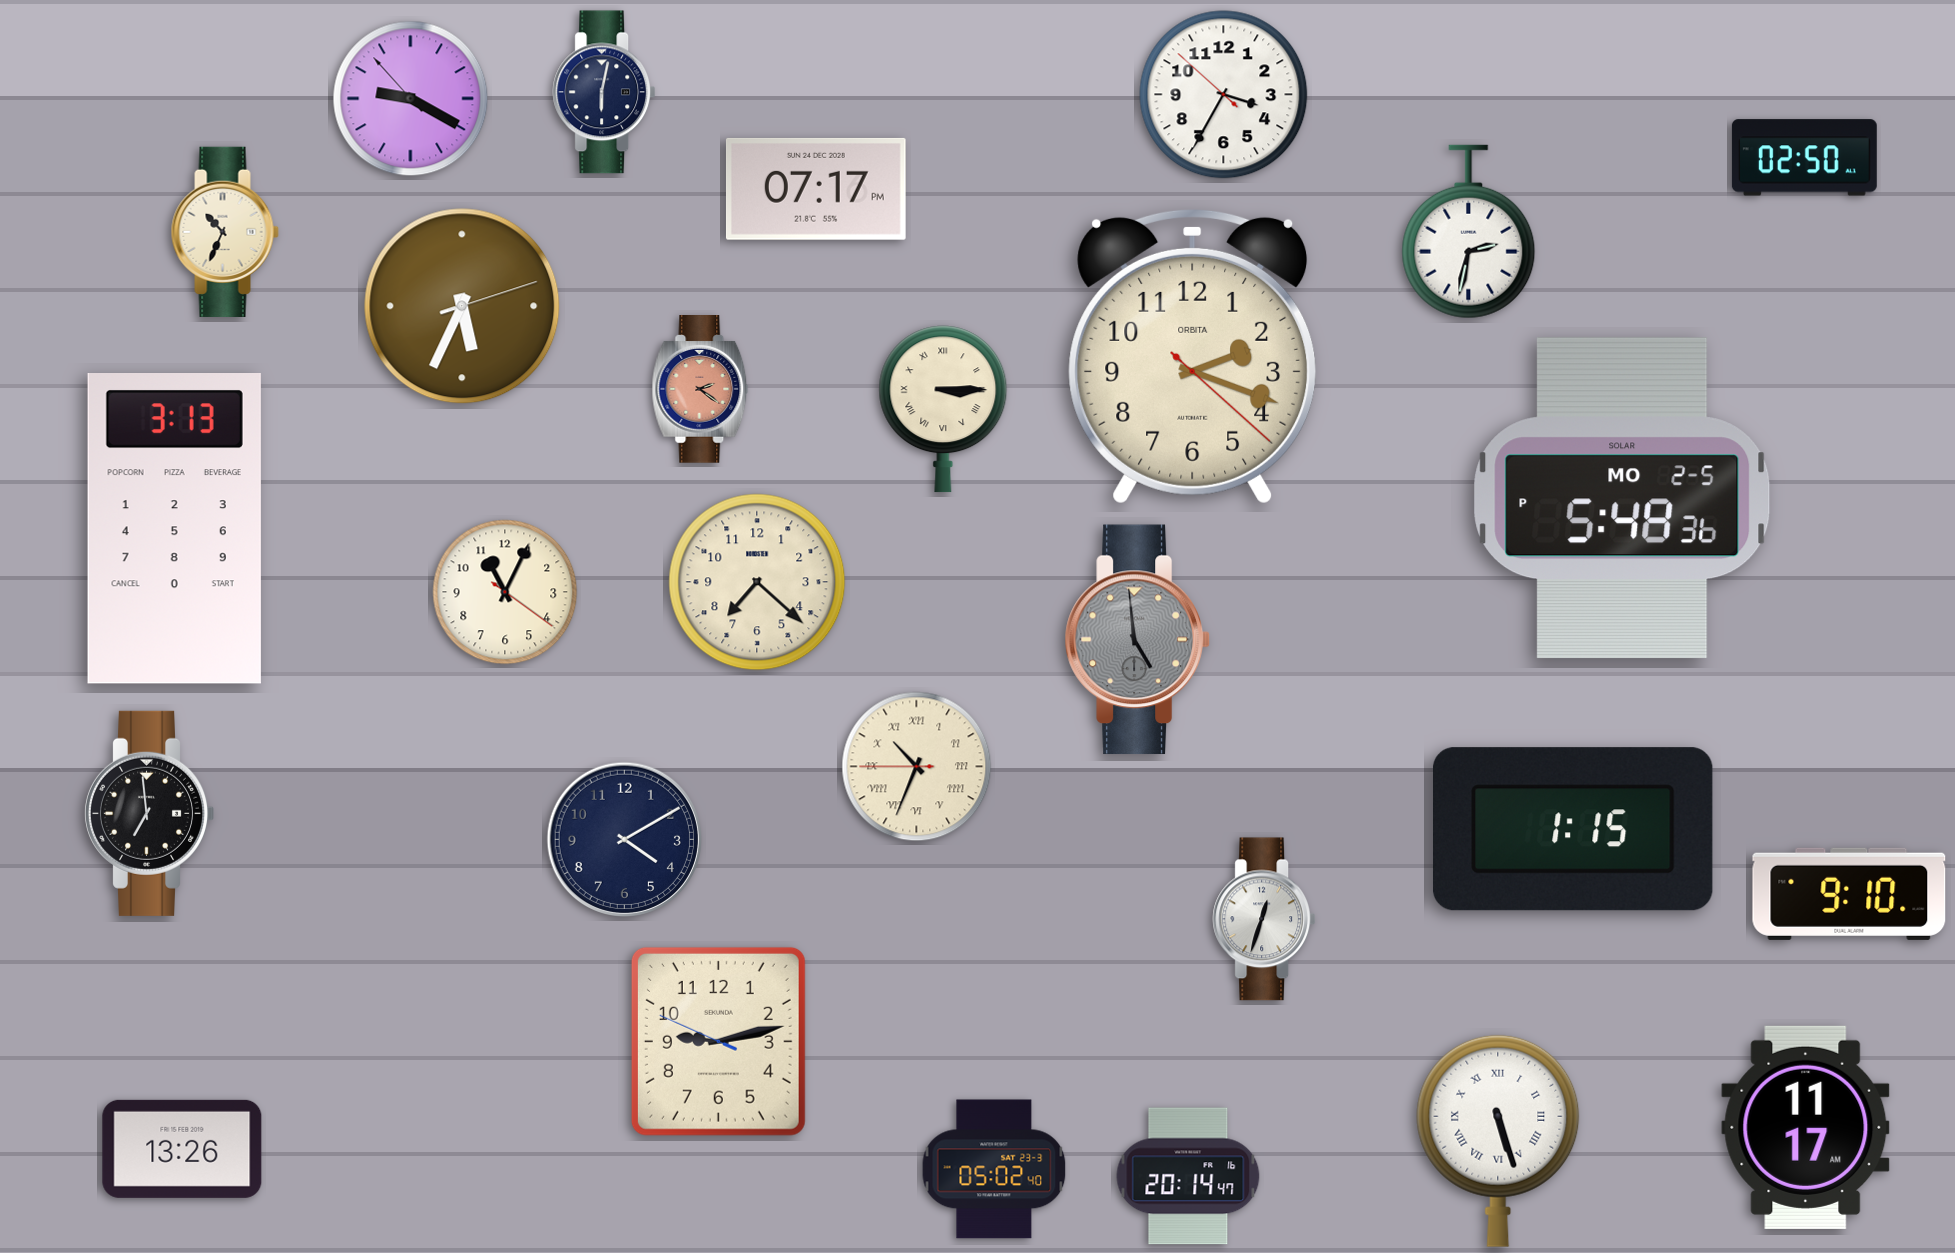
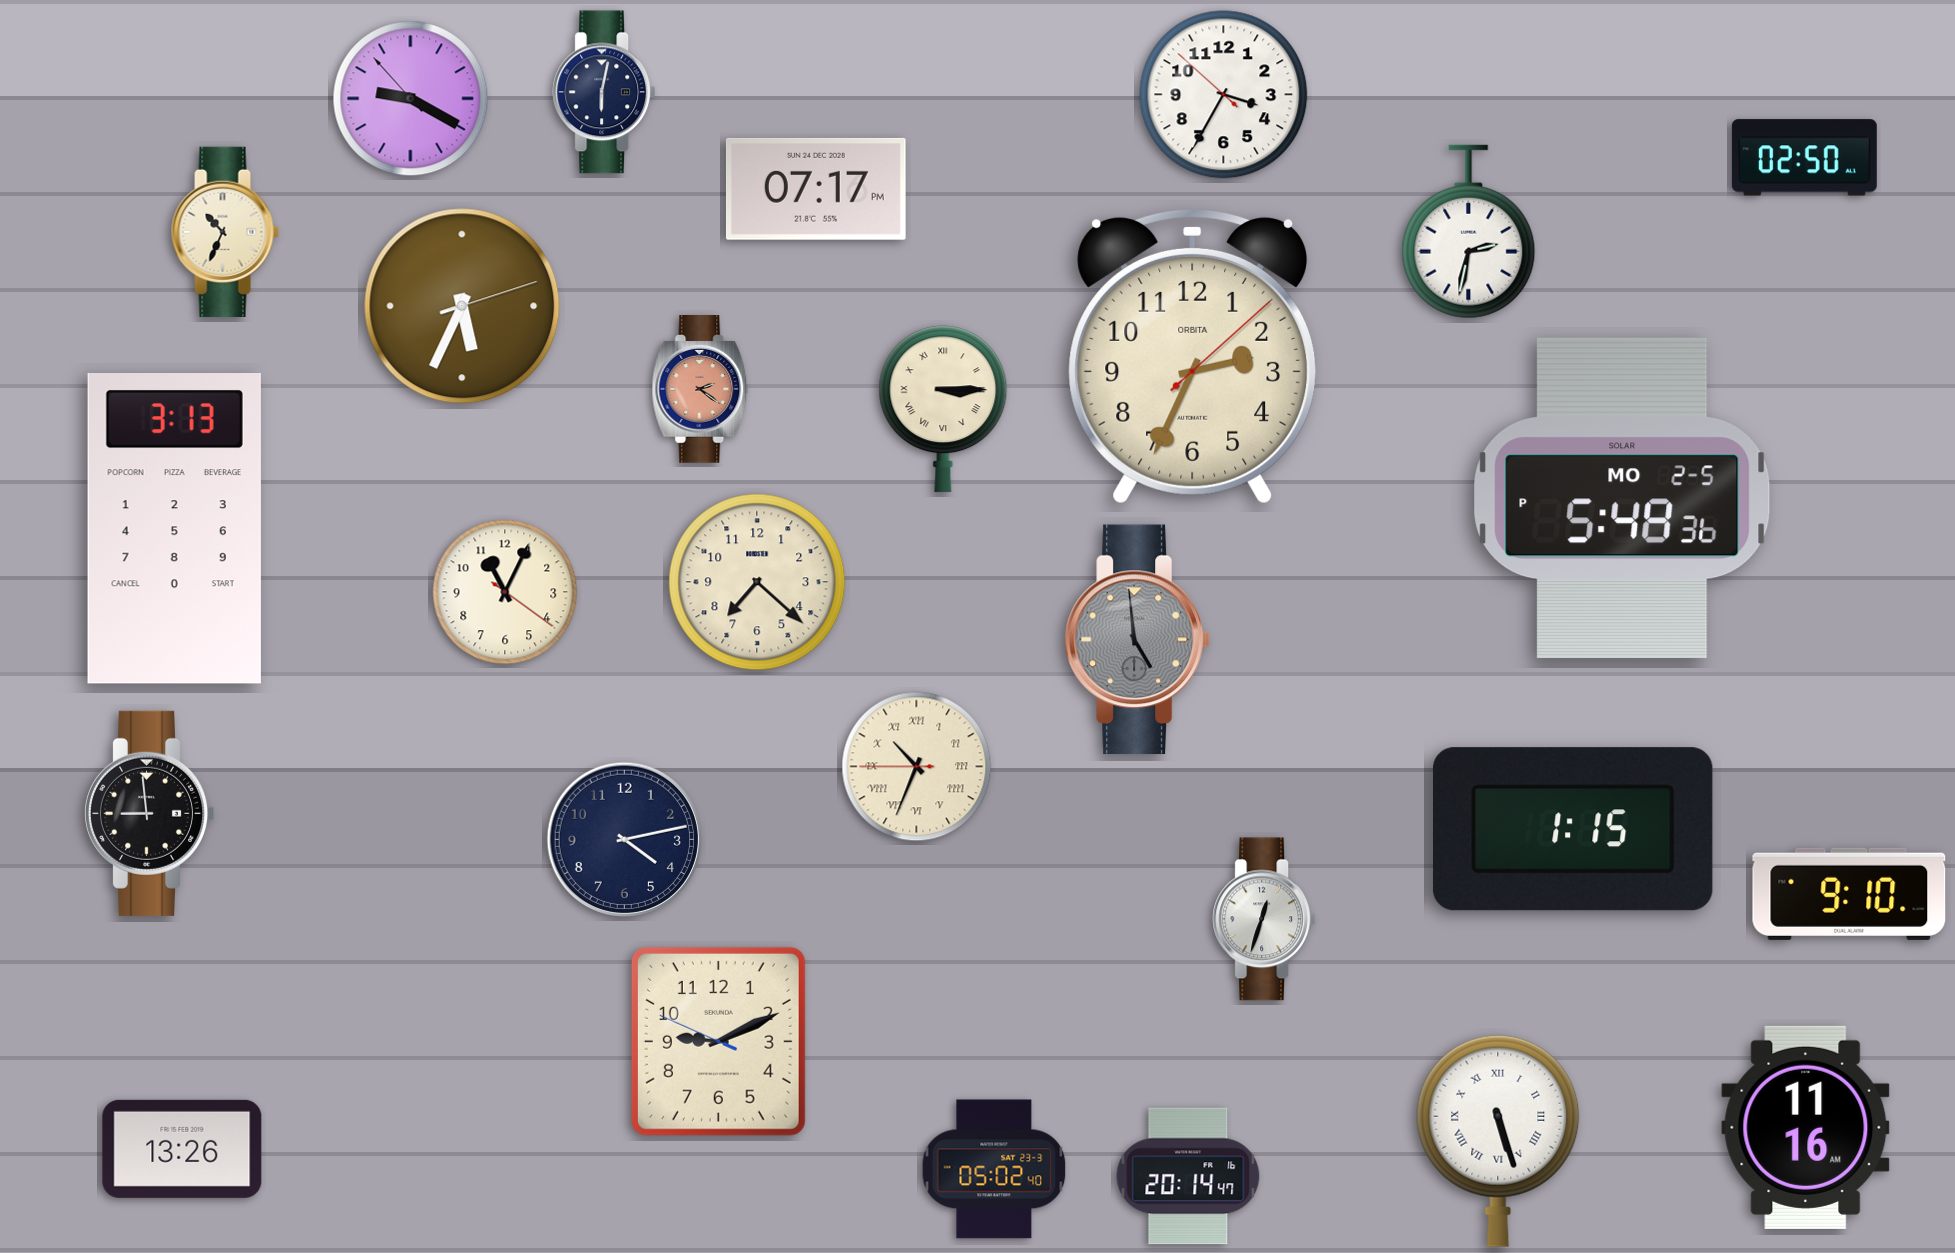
clock at (1193, 356): 2:18 -> 2:34
clock at (148, 813): 6:59 -> 8:59
clock at (624, 839): 4:10 -> 4:13
clock at (718, 1041): 9:12 -> 9:10
clock at (1806, 1127): 11:17 -> 11:16
